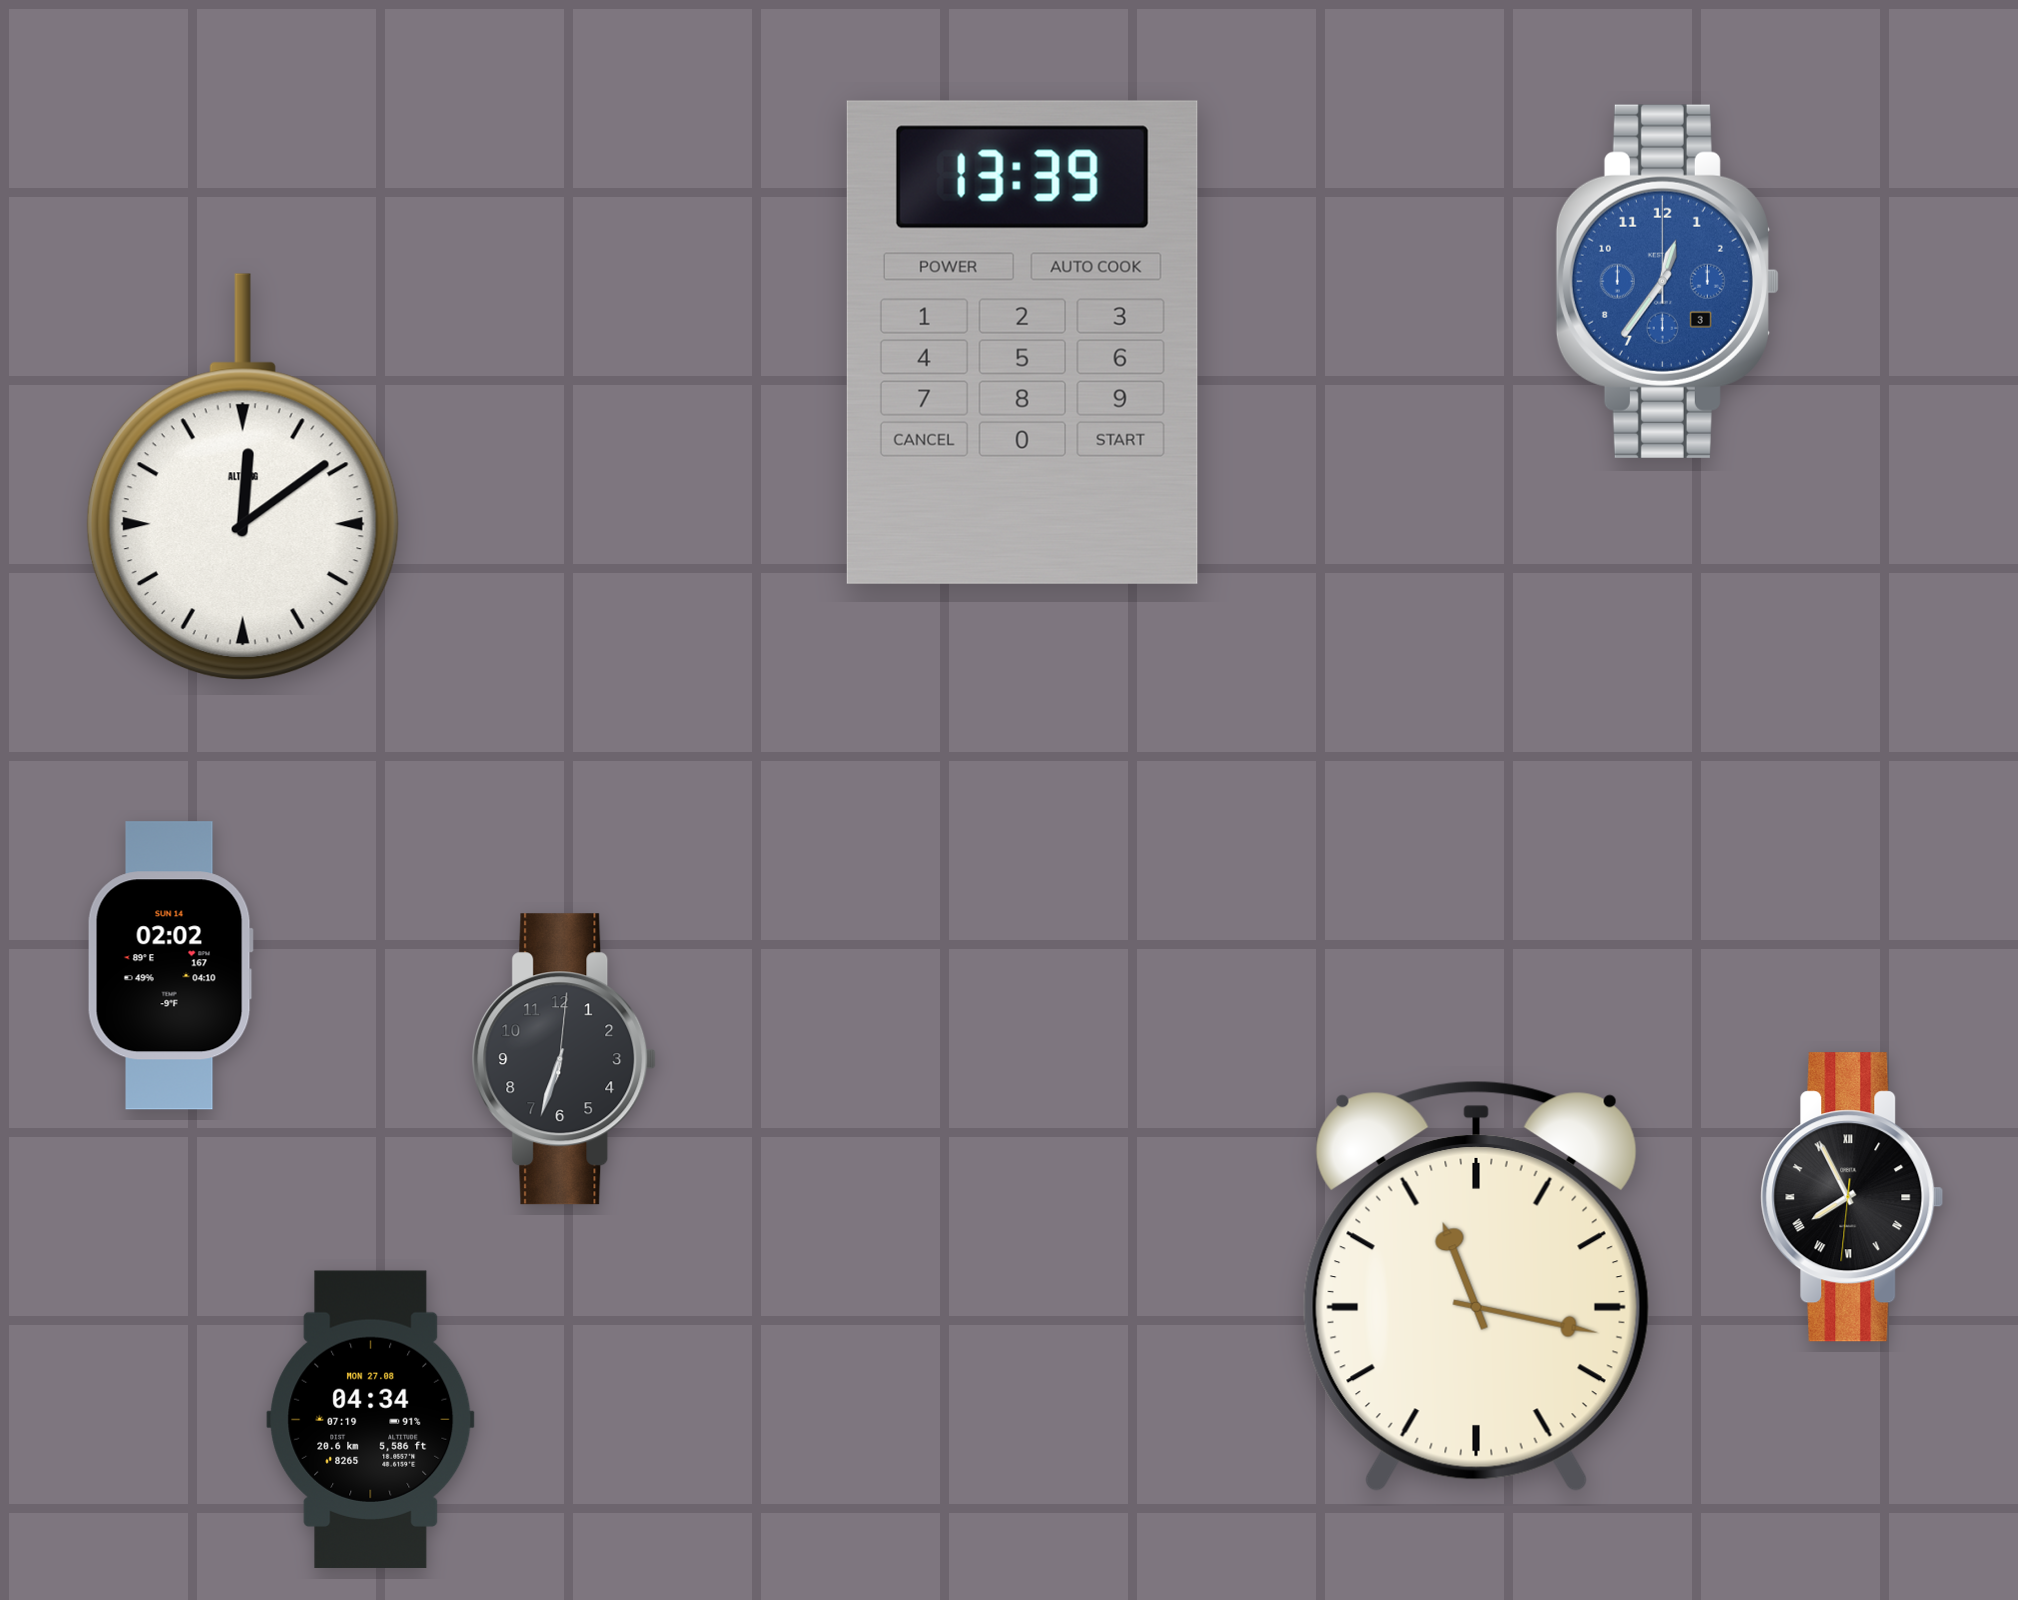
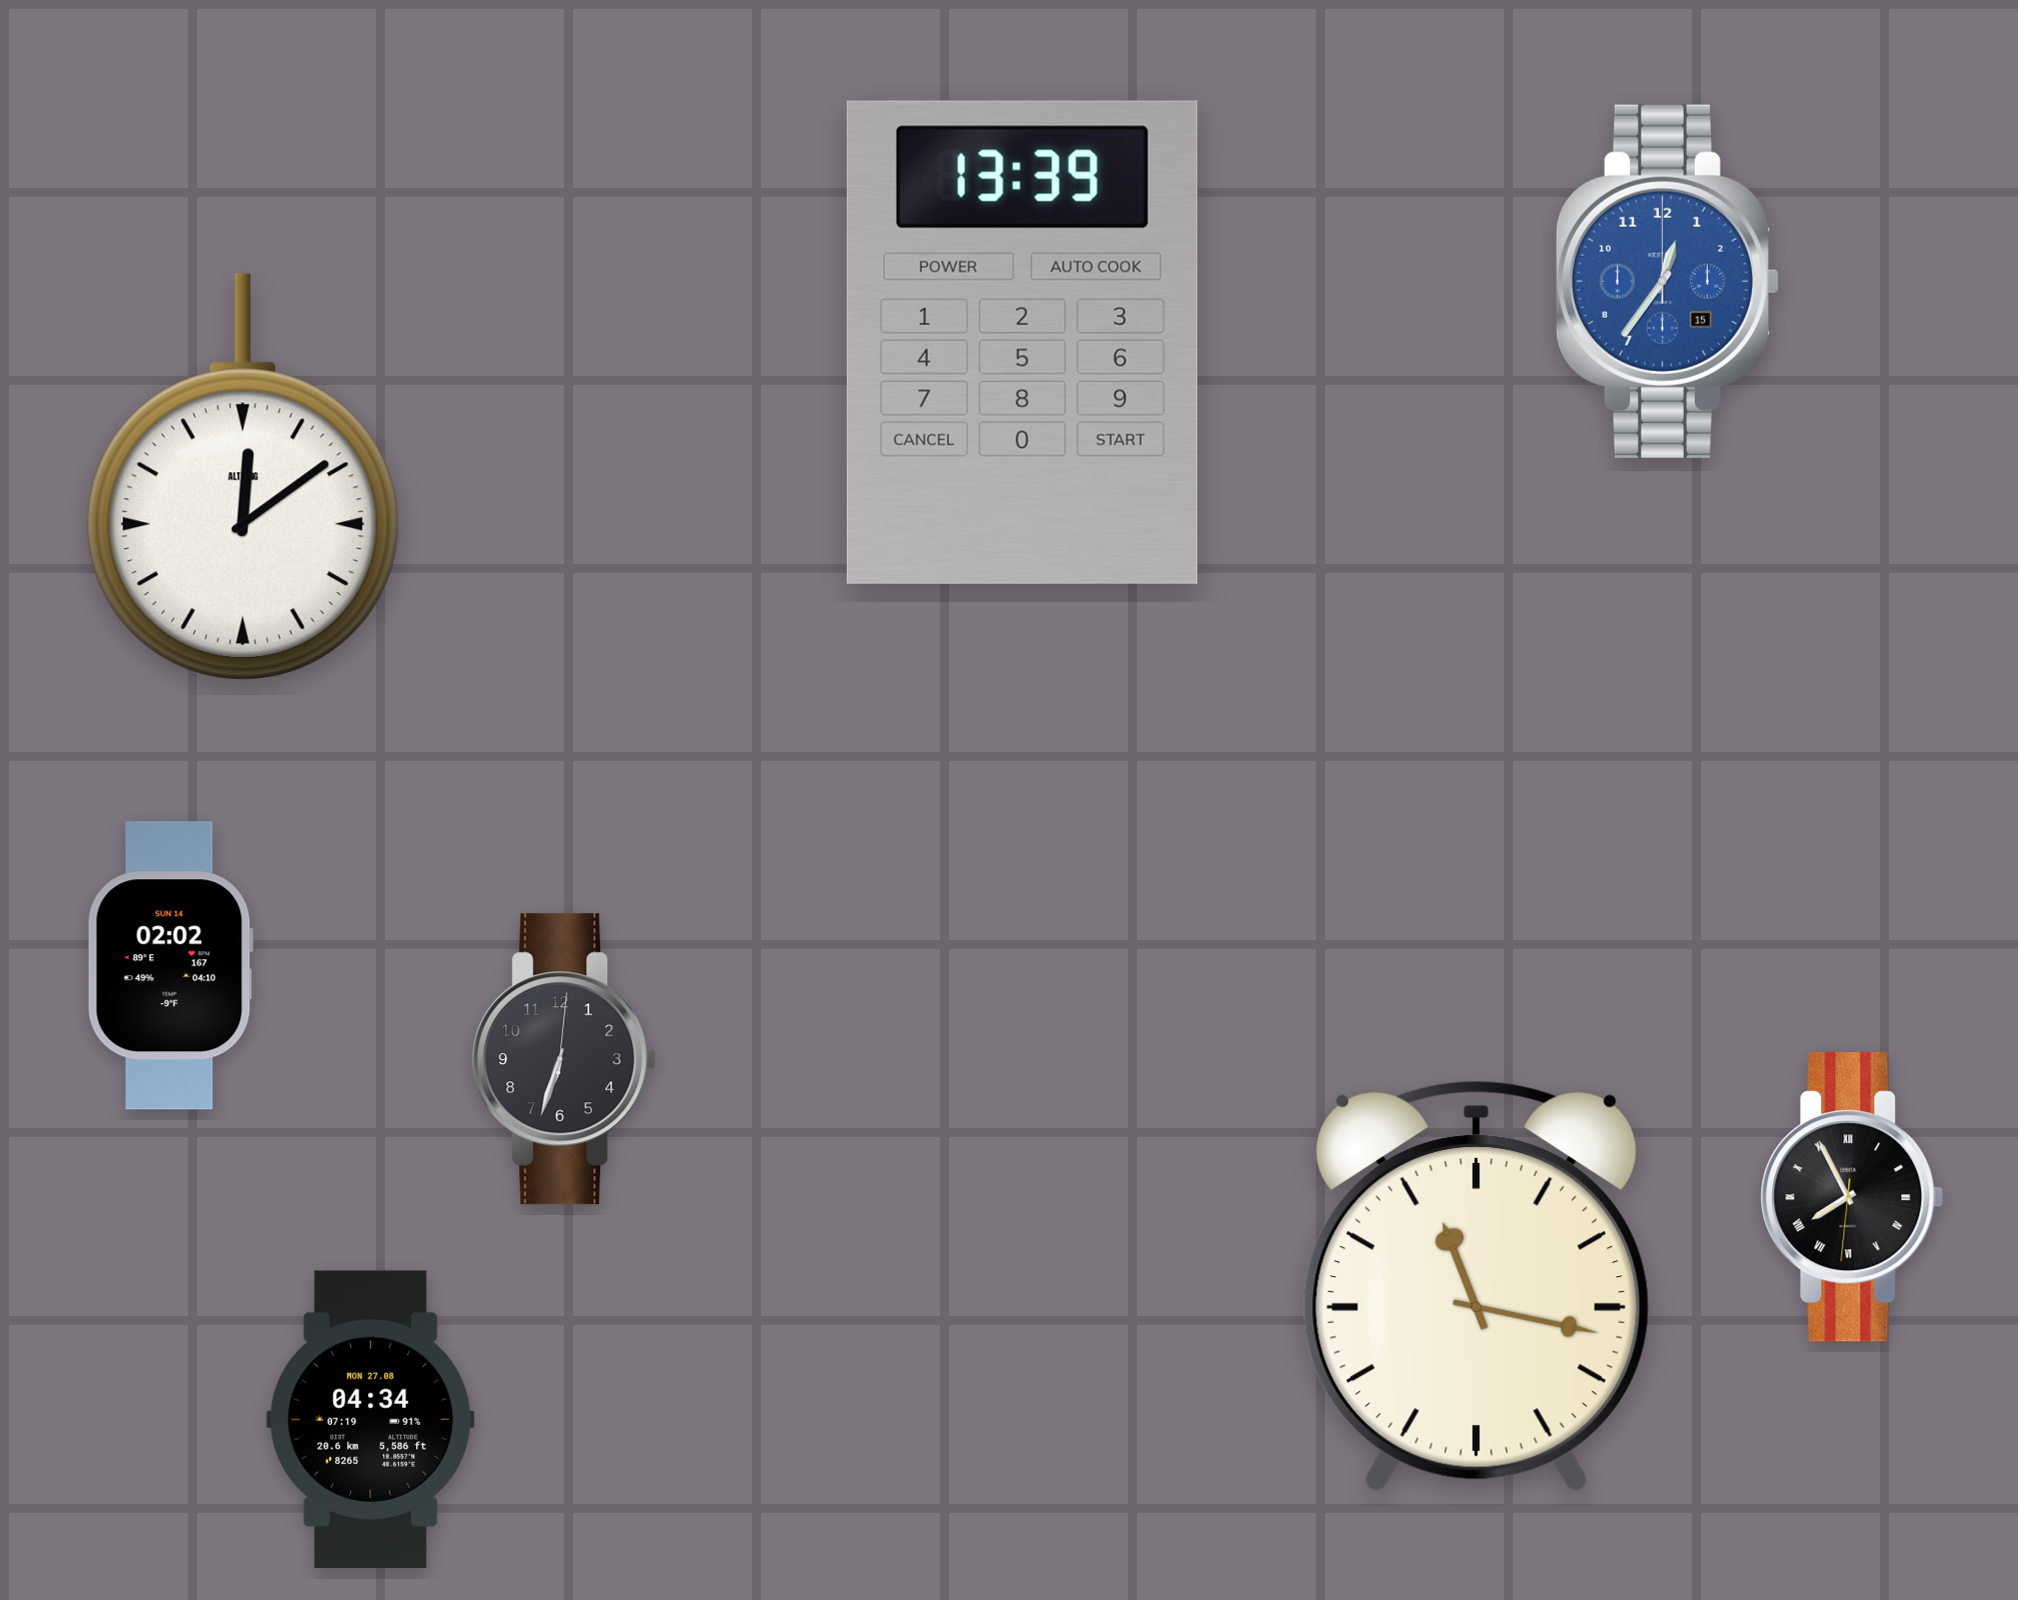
clock at (1667, 281) date: 3 -> 15
